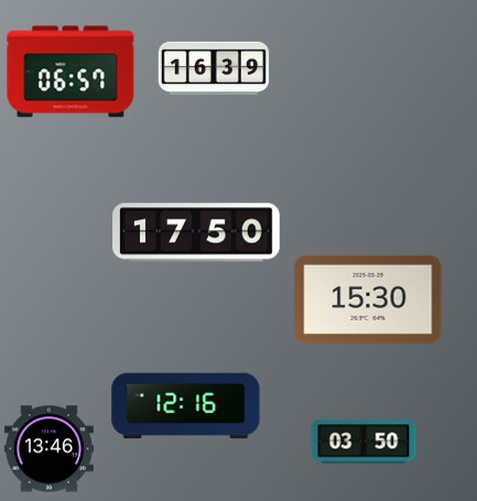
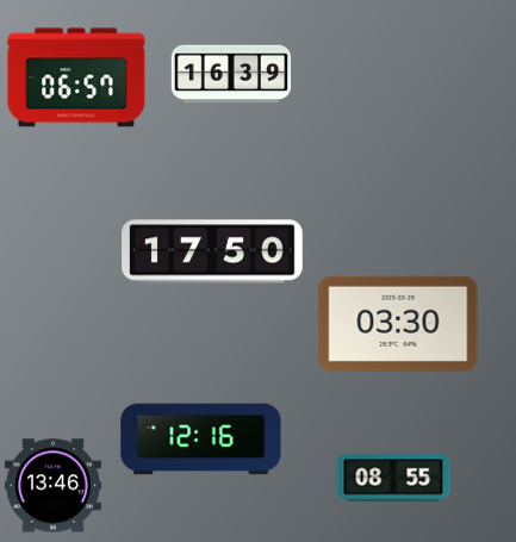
clock at (368, 299): 15:30 -> 03:30
clock at (364, 442): 03:50 -> 08:55
